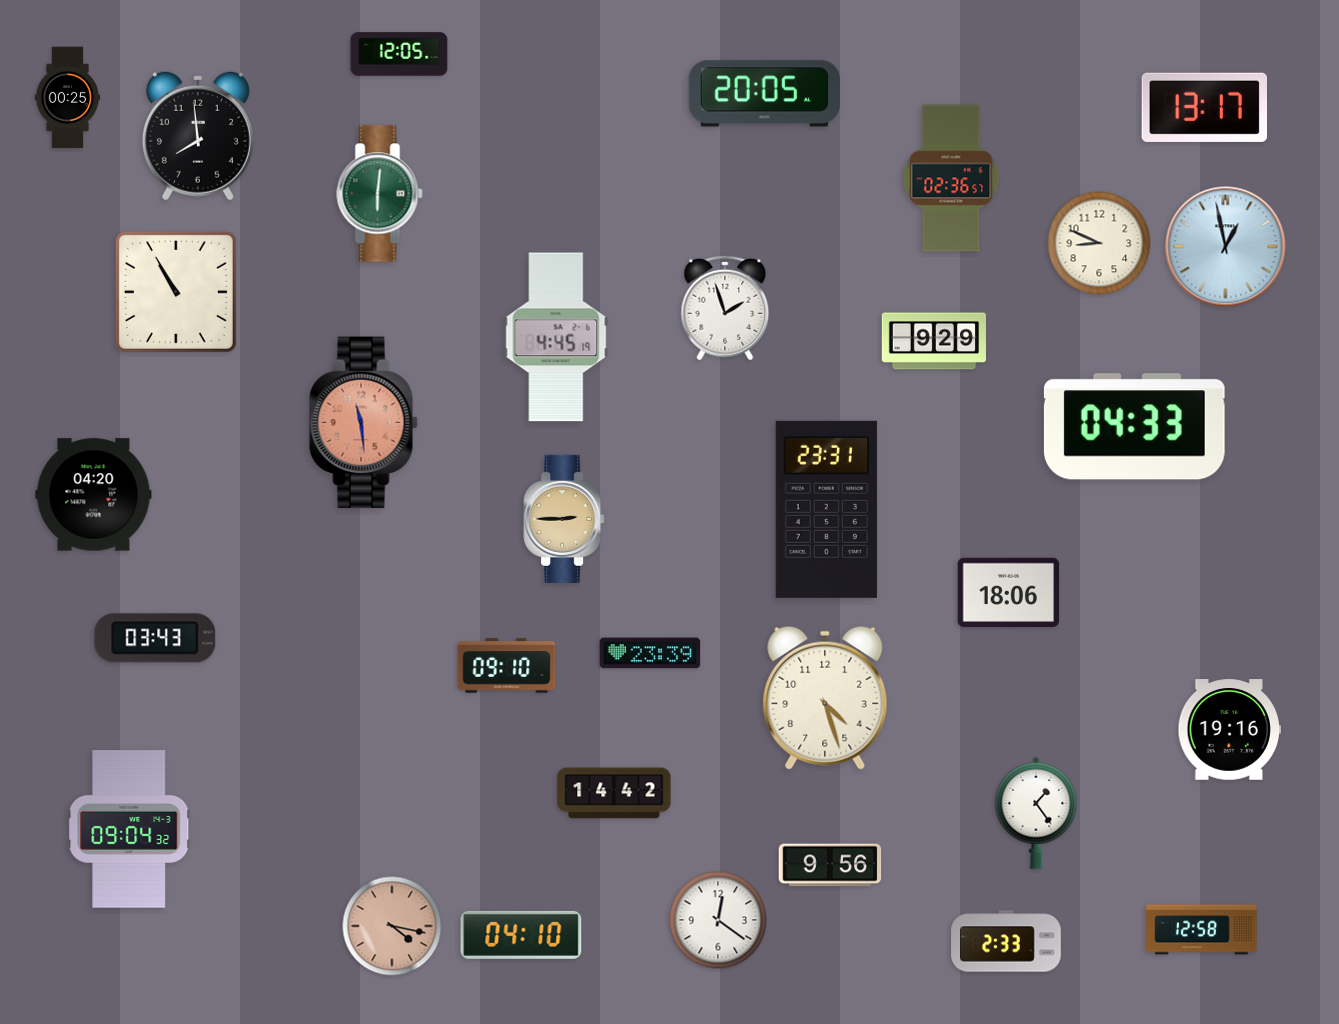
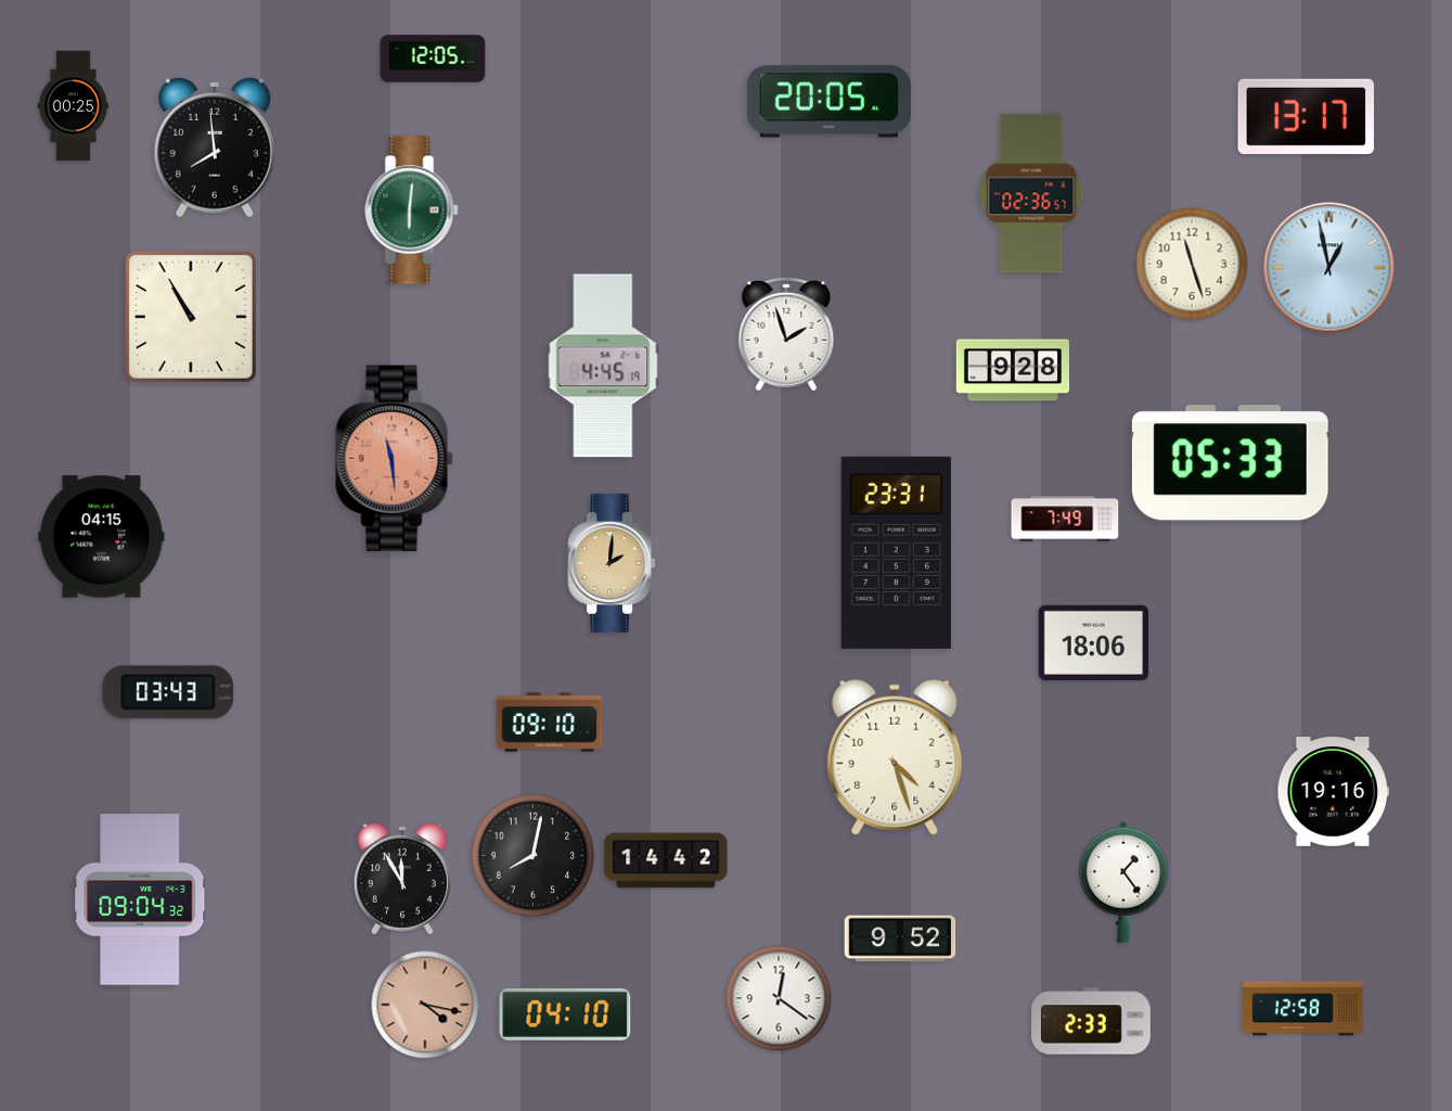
clock at (1099, 243): 8:49 -> 11:27
clock at (933, 341): 9:29 -> 9:28
clock at (1134, 427): 04:33 -> 05:33
clock at (1065, 519): none -> 7:49
clock at (94, 495): 04:20 -> 04:15
clock at (564, 519): 2:45 -> 2:01
clock at (650, 653): 23:39 -> none
clock at (534, 856): none -> 8:02
clock at (402, 879): none -> 11:55
clock at (830, 865): 9:56 -> 9:52
